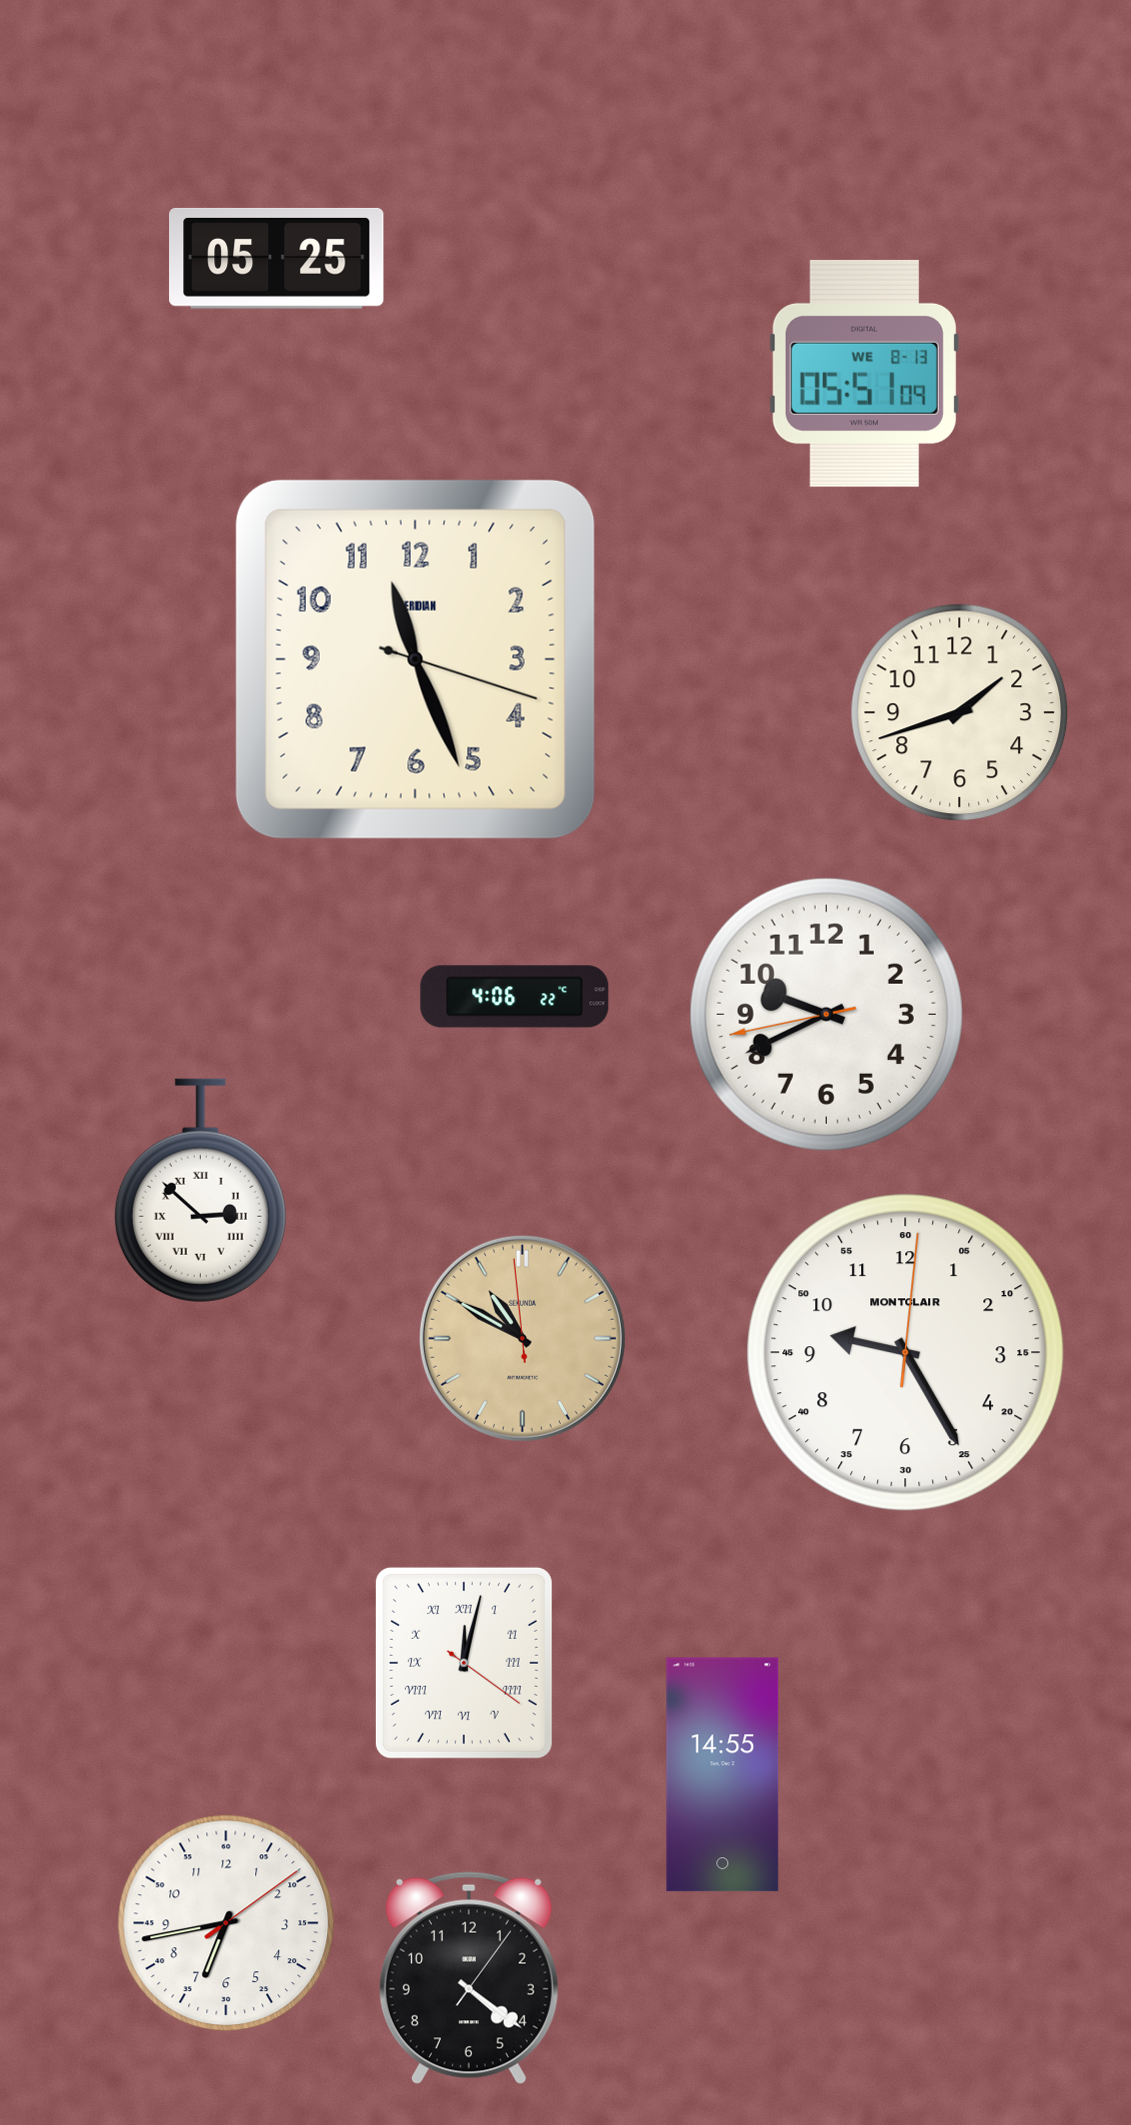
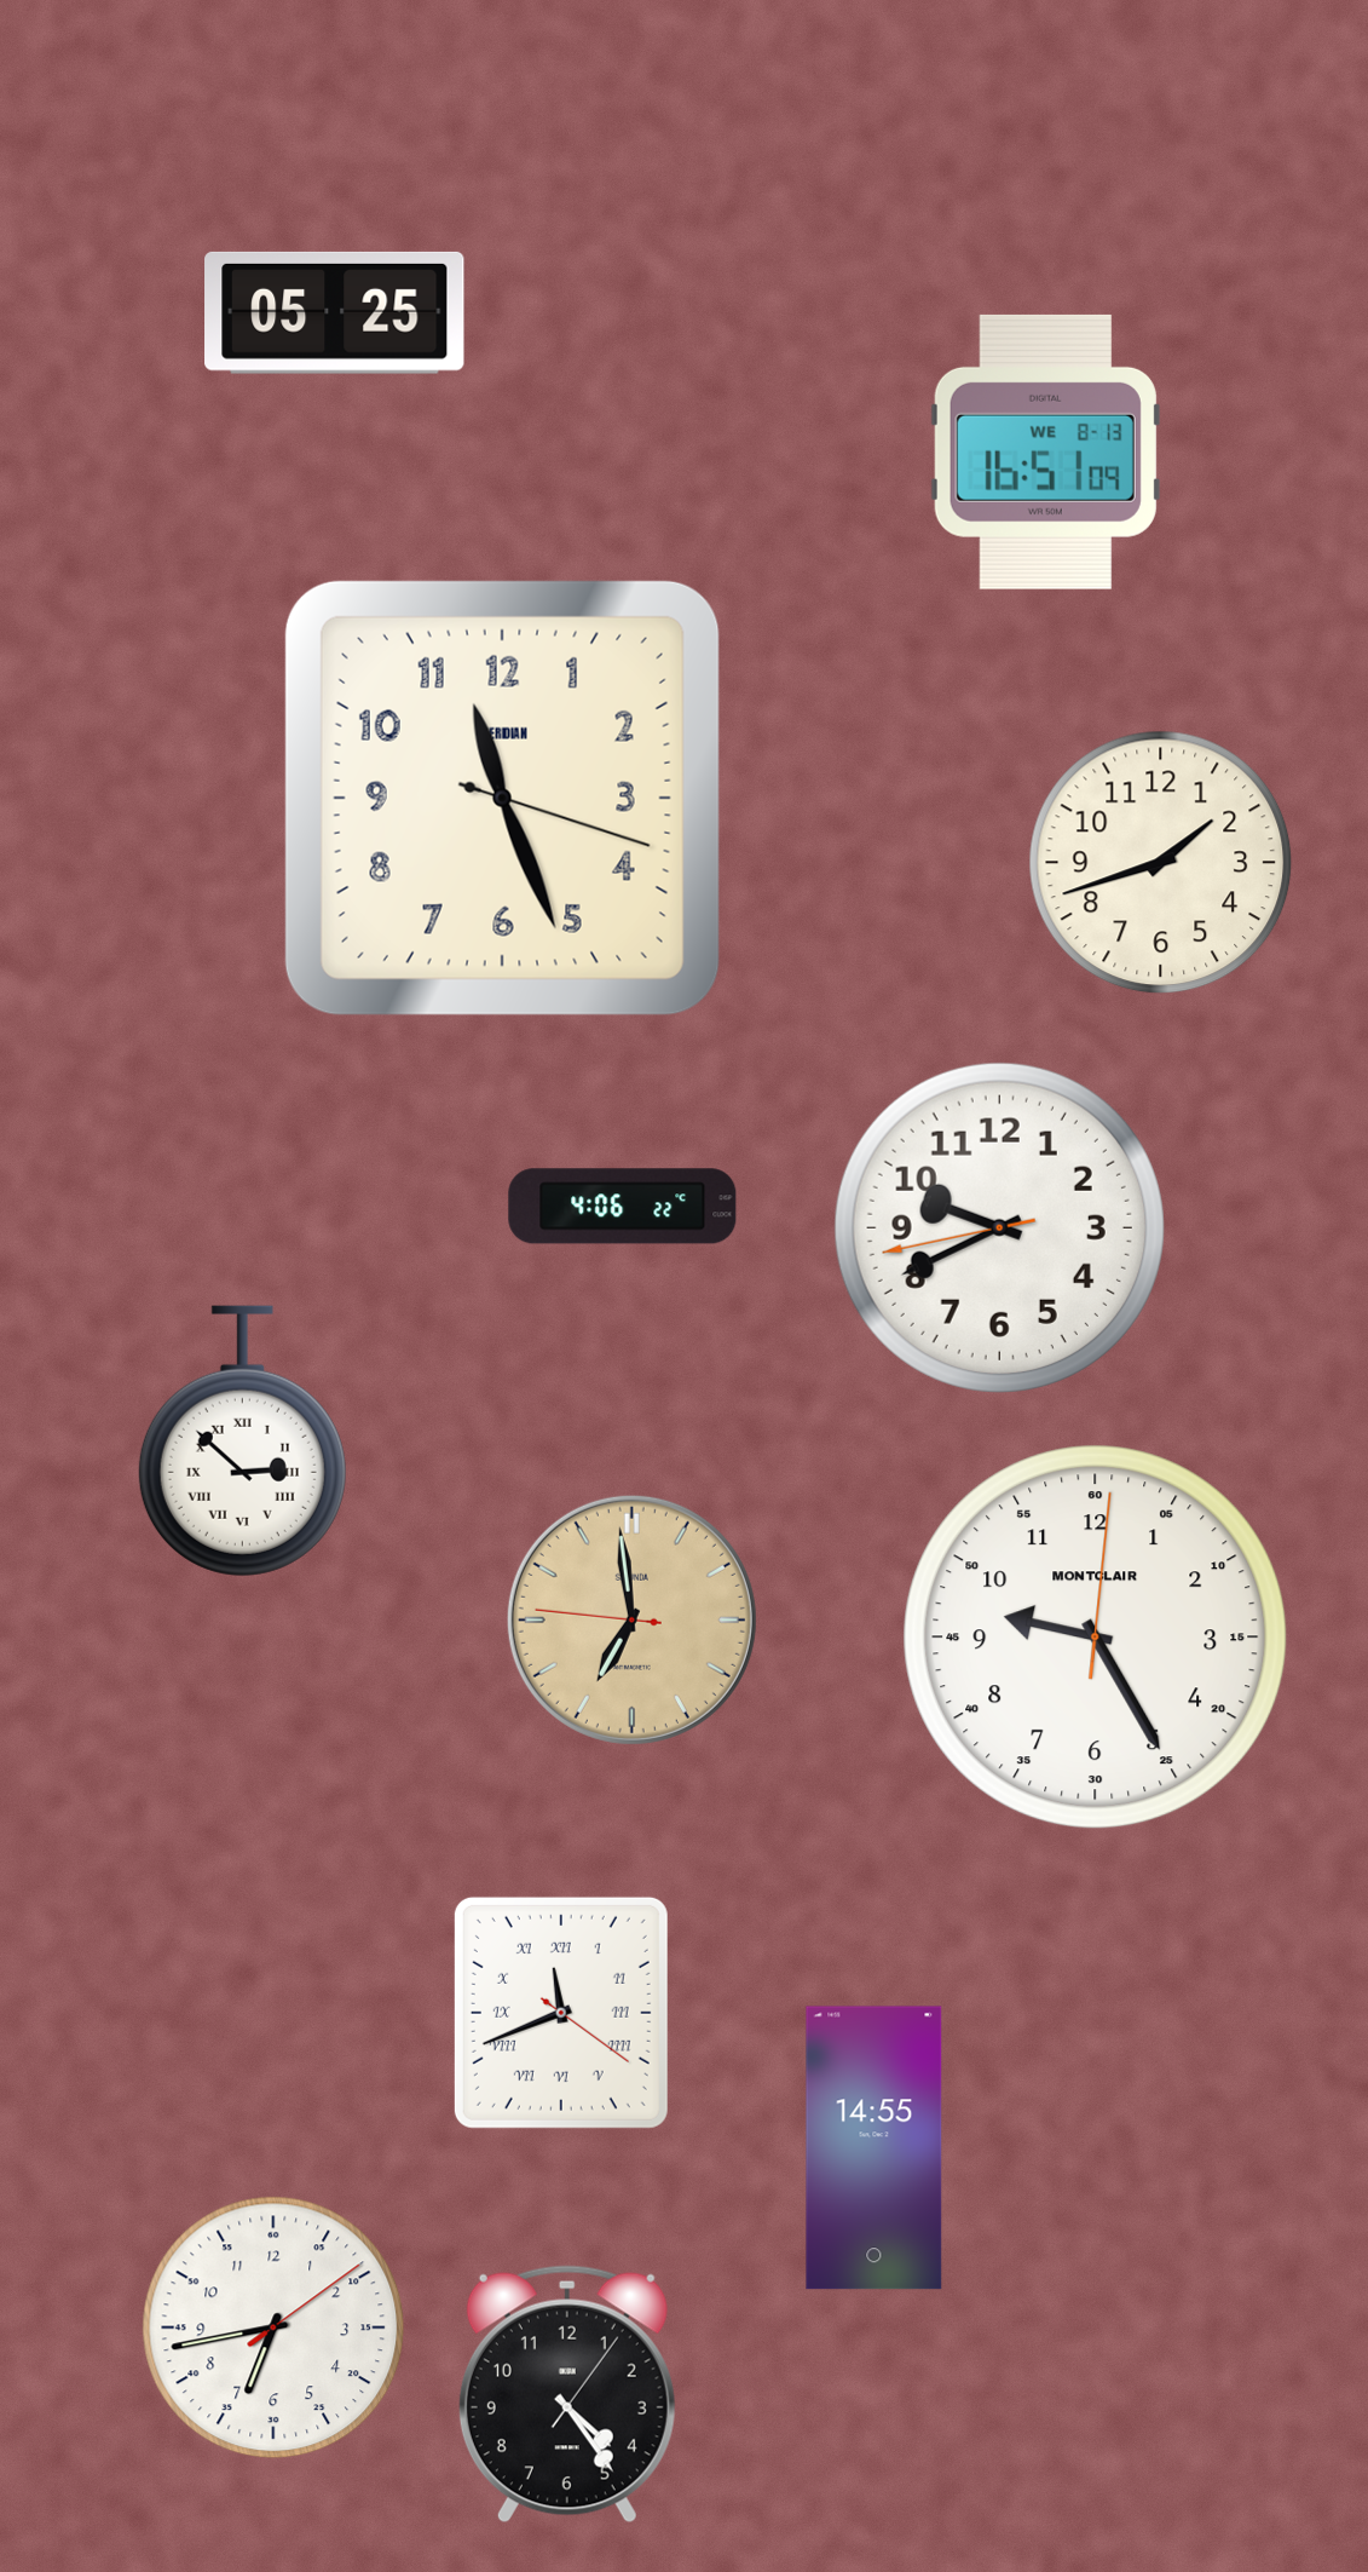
clock at (864, 373): 05:51 -> 16:51
clock at (522, 1338): 10:49 -> 6:58
clock at (464, 1663): 12:02 -> 11:41
clock at (469, 1978): 4:21 -> 4:24
